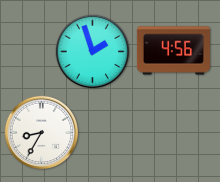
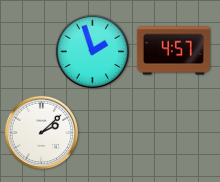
clock at (173, 51): 4:56 -> 4:57
clock at (42, 133): 8:35 -> 2:08
